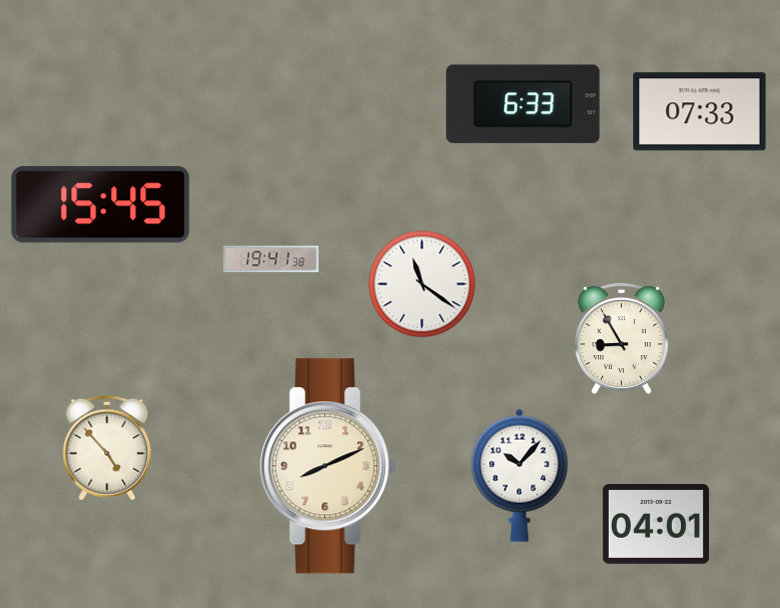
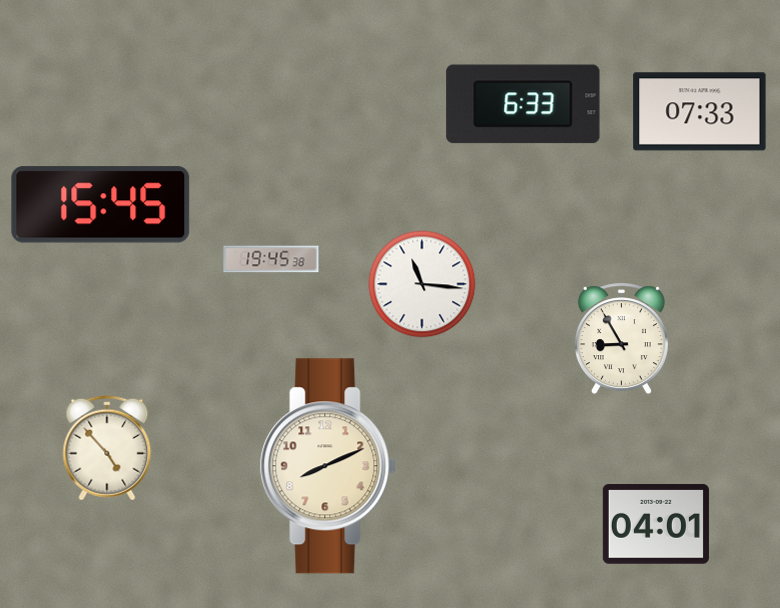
clock at (271, 259): 19:41 -> 19:45
clock at (422, 284): 11:21 -> 11:16
clock at (520, 475): 10:07 -> none
